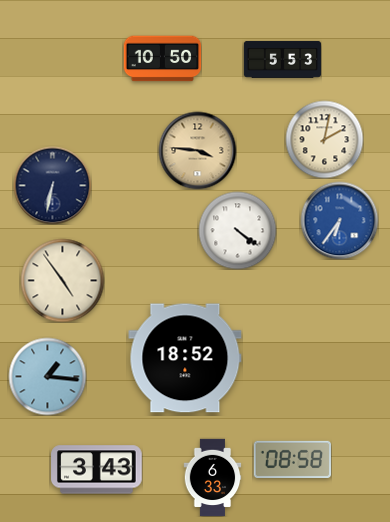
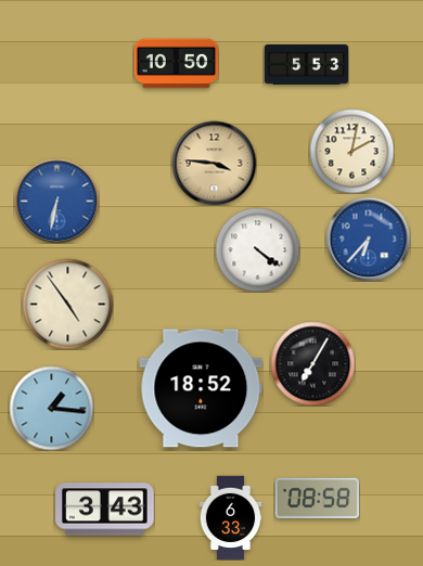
clock at (52, 185) dial: navy -> blue
clock at (339, 220): 6:36 -> 6:37
clock at (312, 363): none -> 7:05
